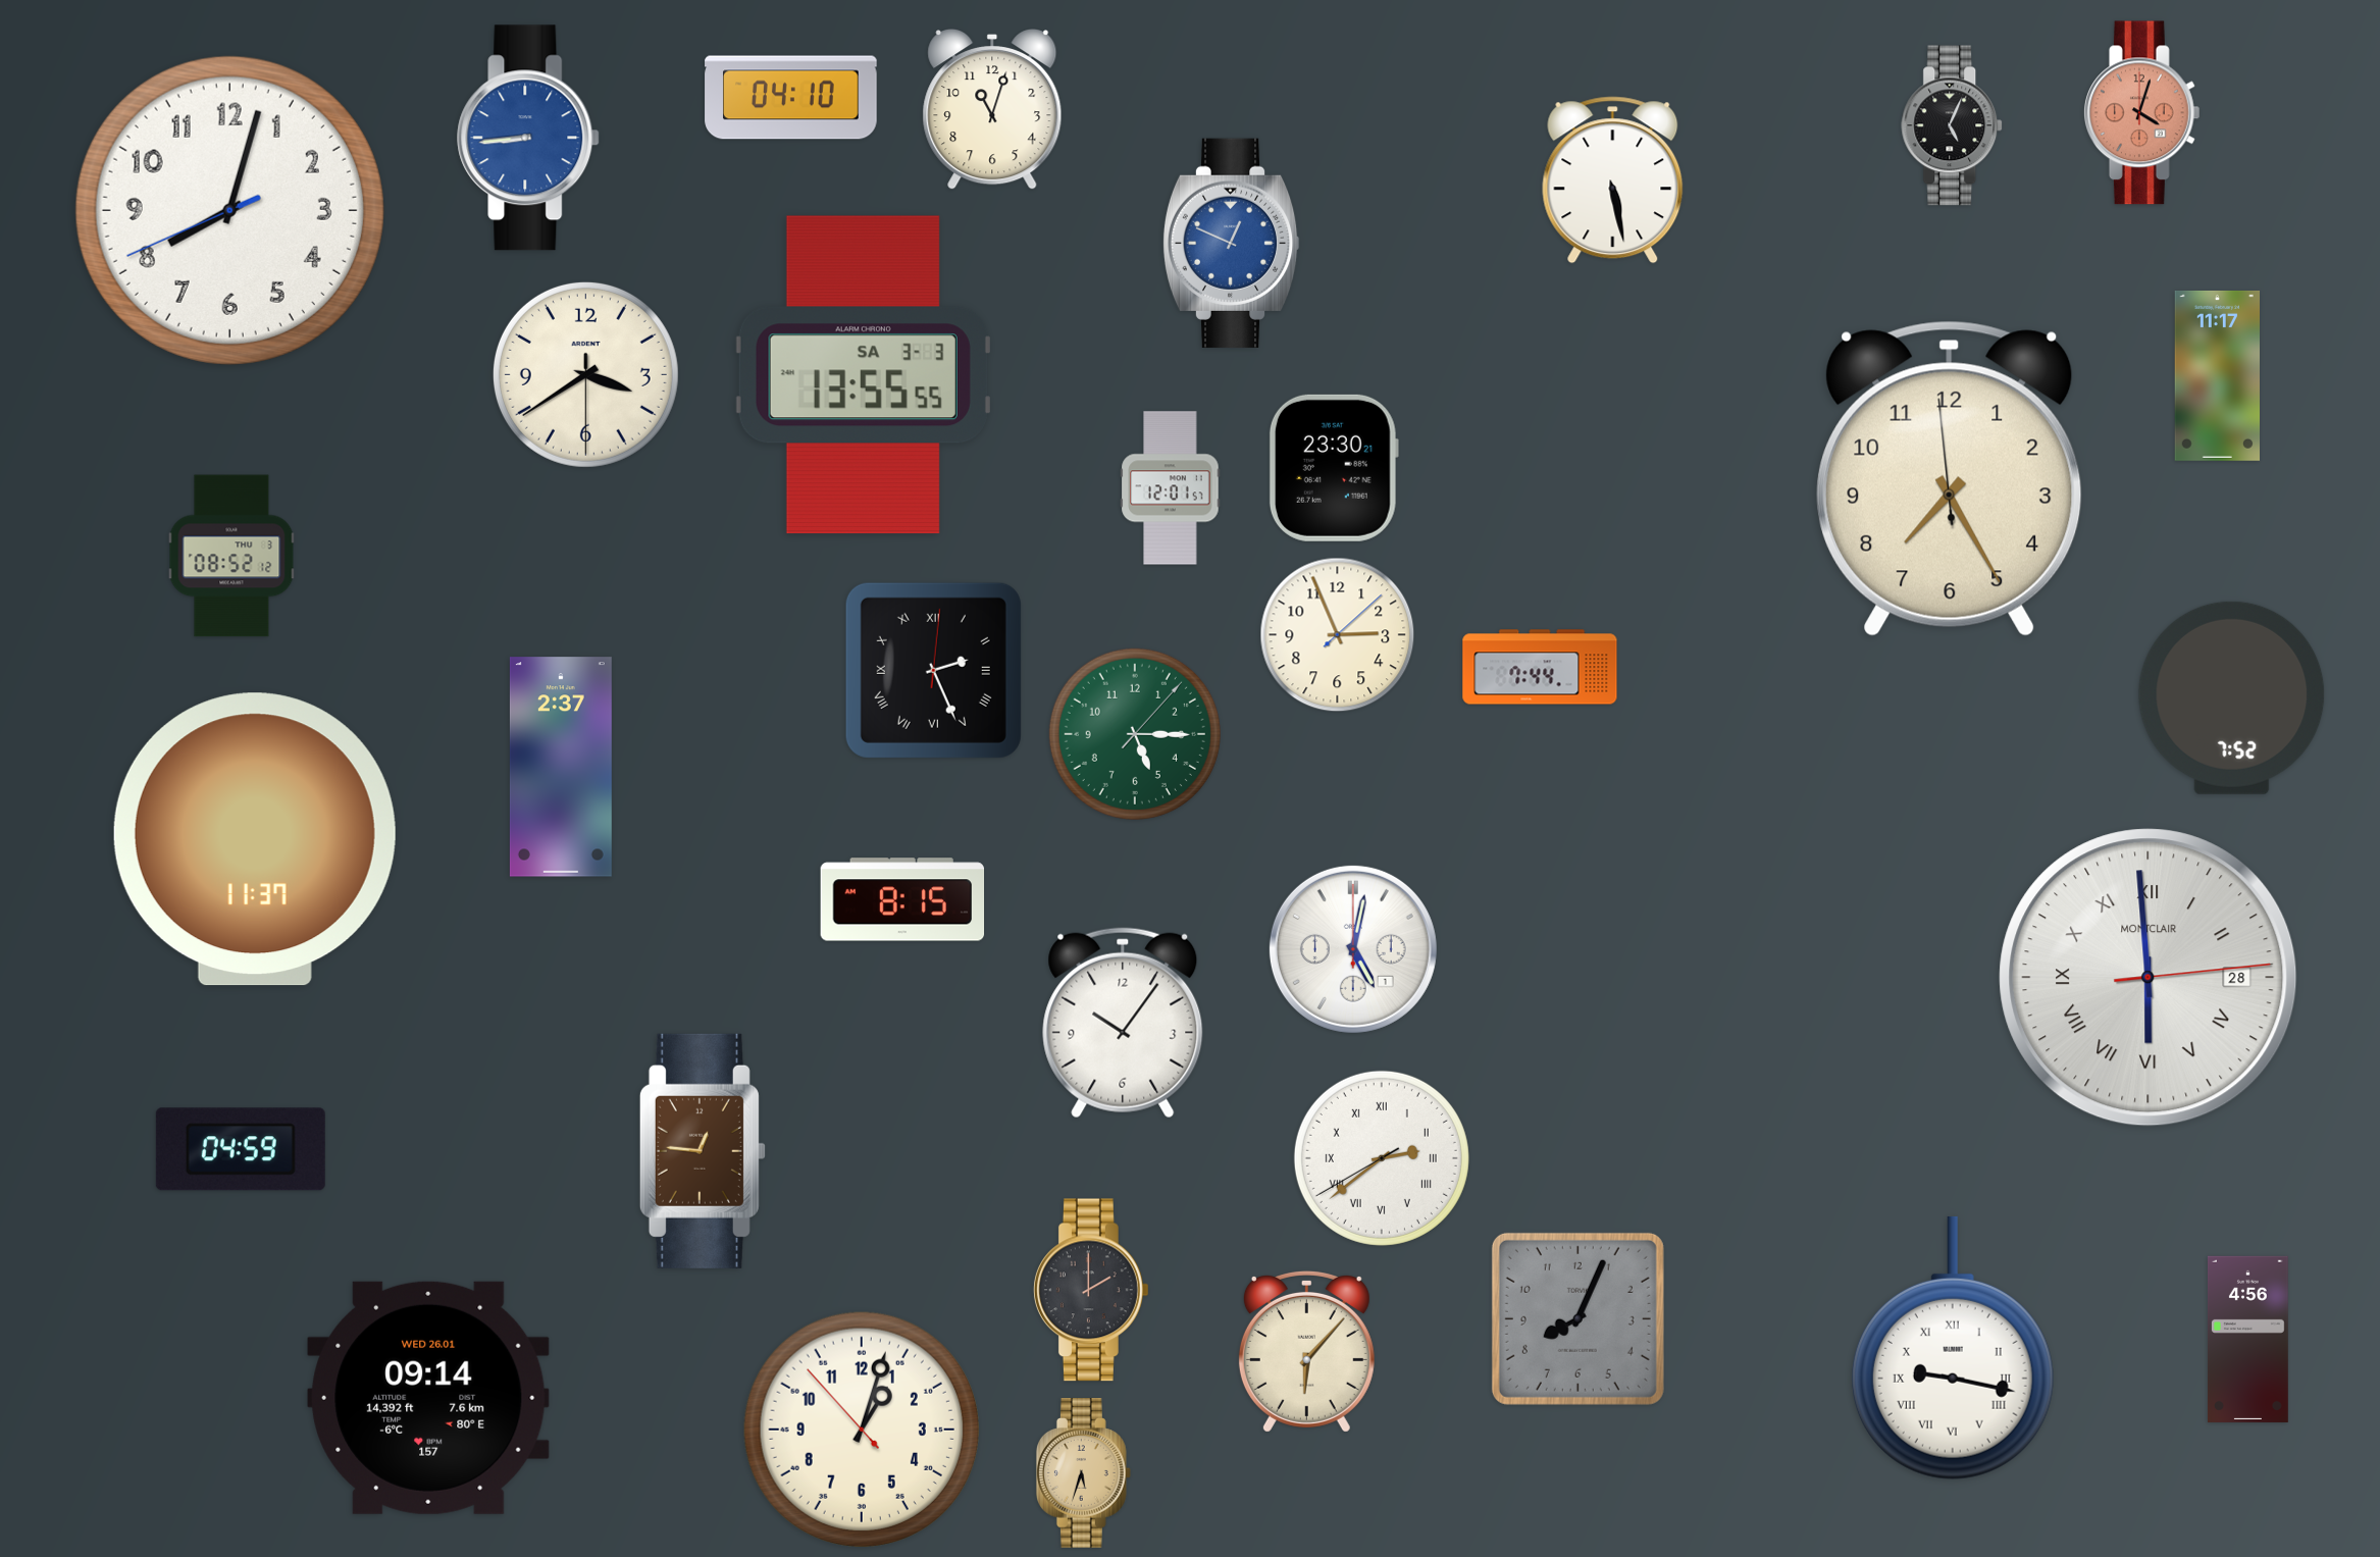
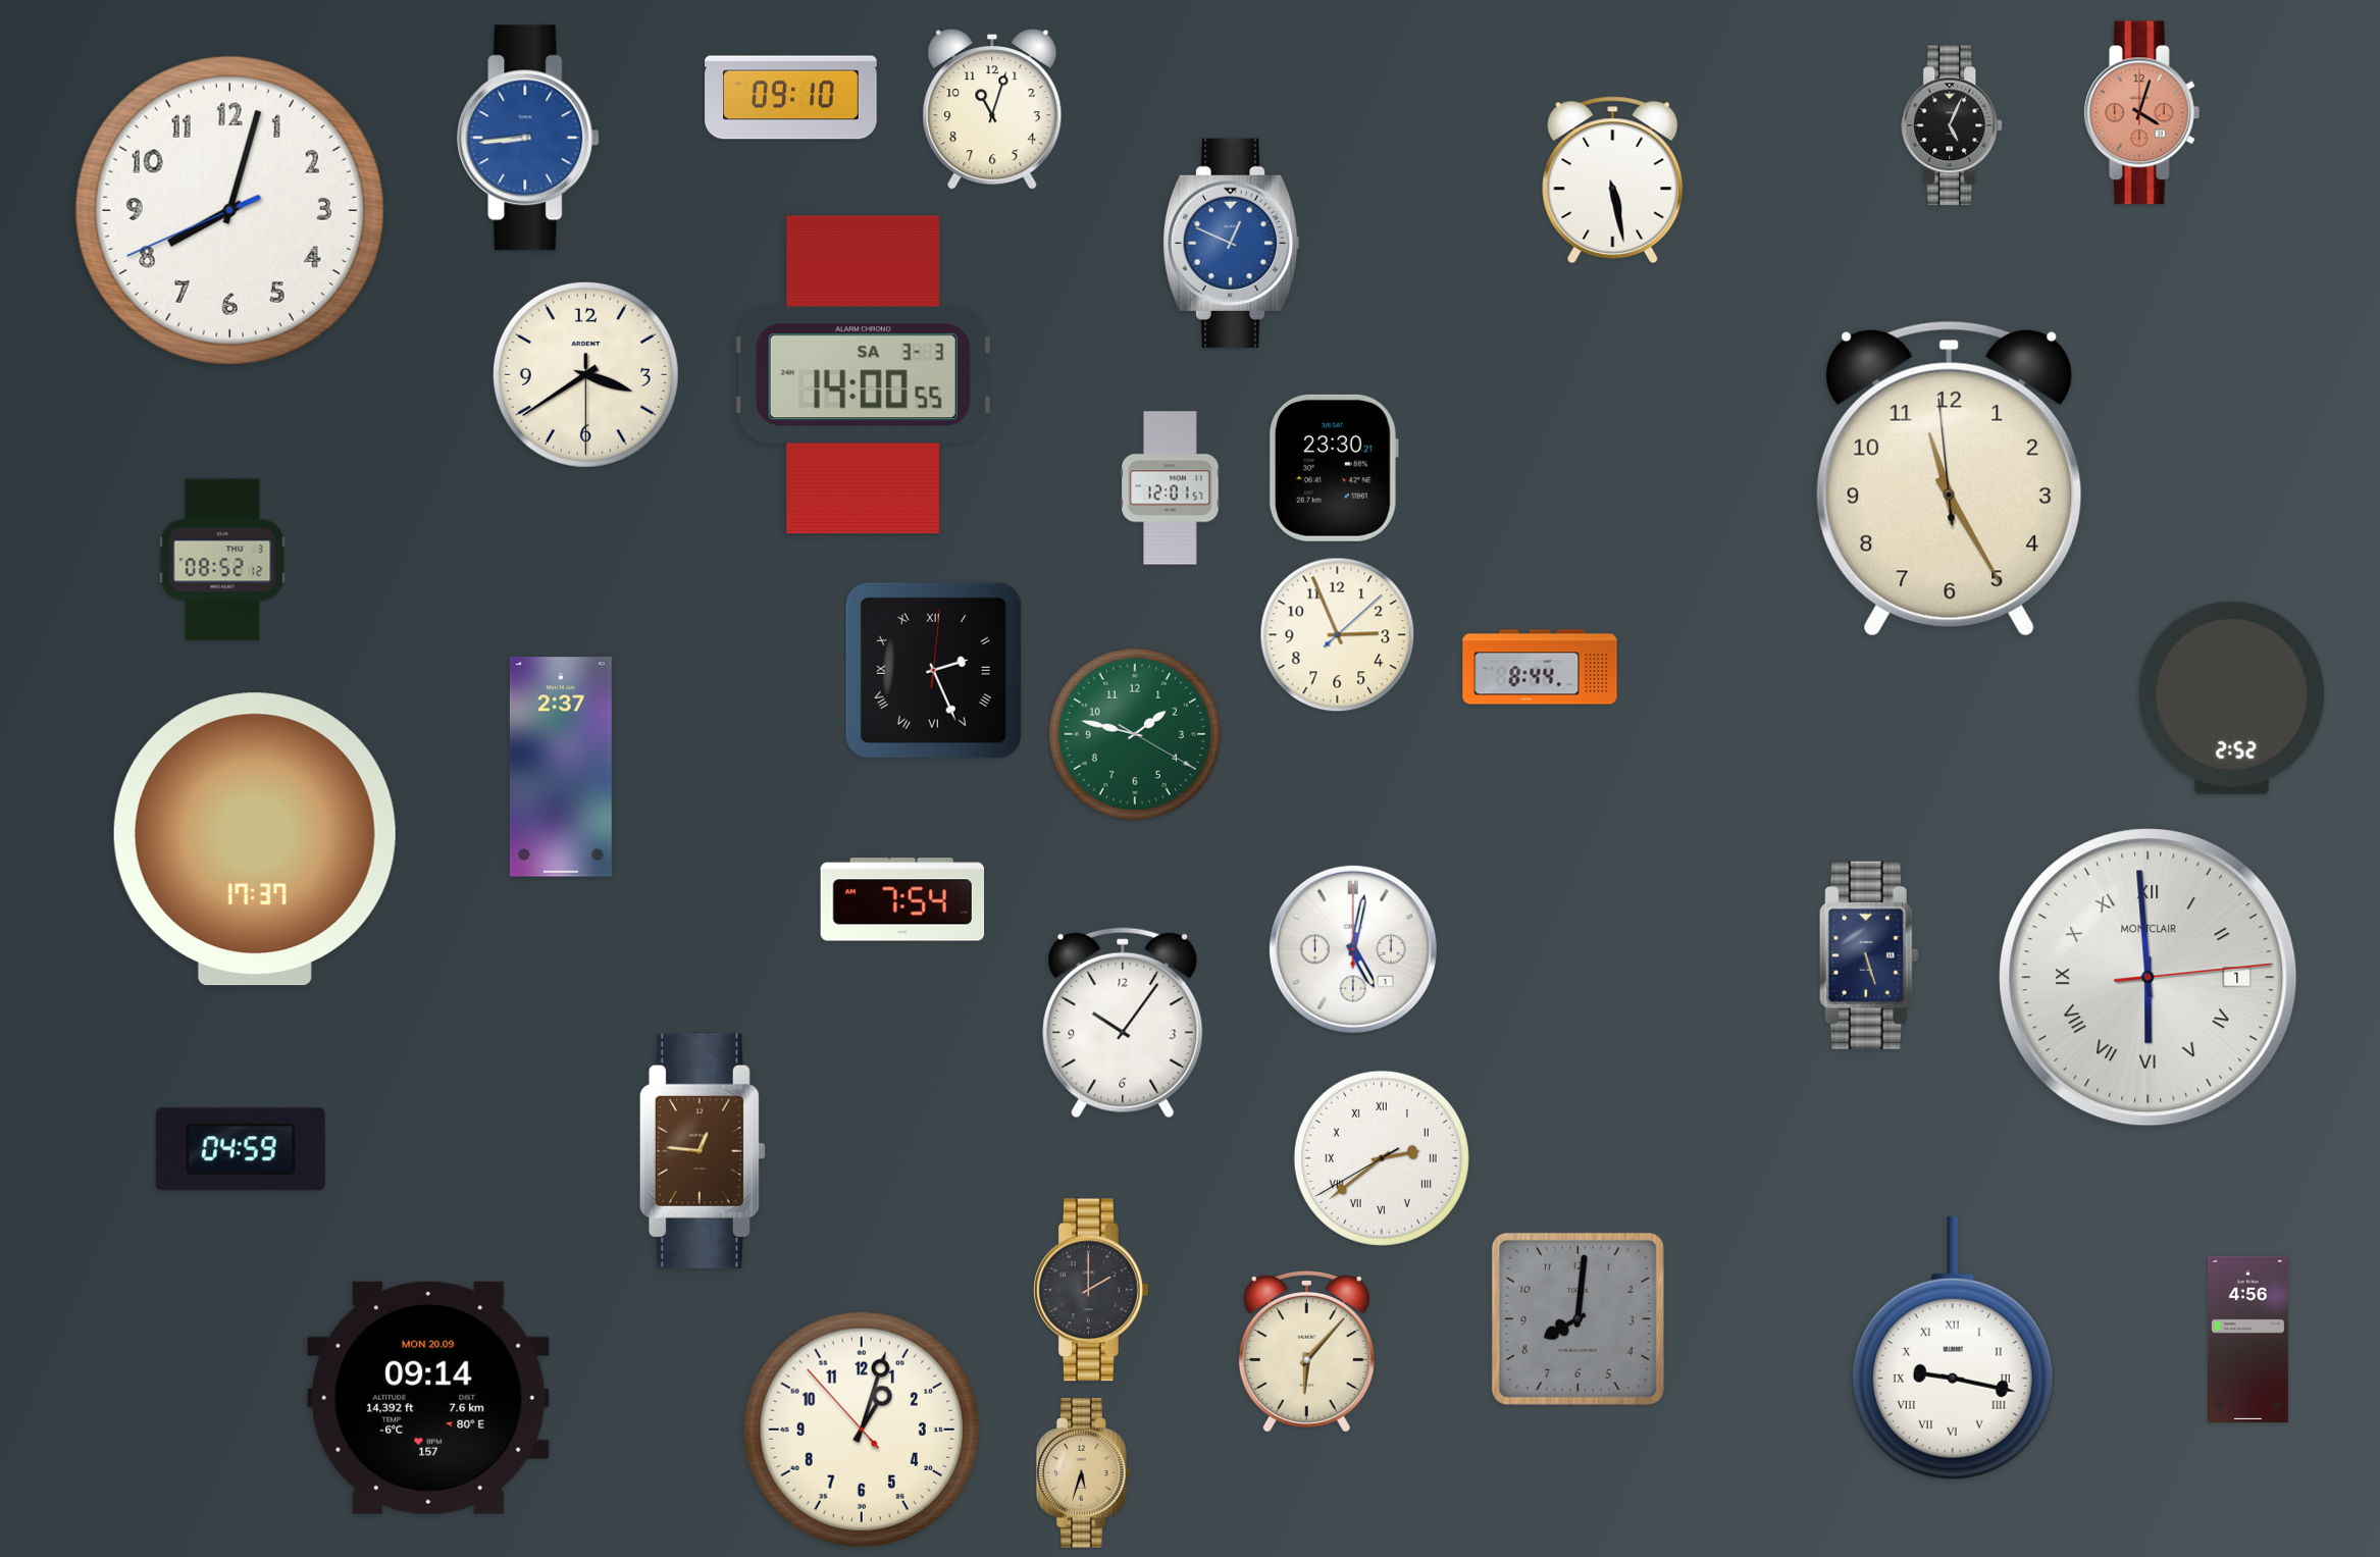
clock at (791, 98): 04:10 -> 09:10
clock at (863, 375): 13:55 -> 14:00
clock at (2217, 375): 11:17 -> none
clock at (1950, 478): 7:24 -> 11:24
clock at (231, 556) position: (231, 556) -> (222, 560)
clock at (1540, 667): 7:44 -> 8:44
clock at (2232, 697): 7:52 -> 2:52
clock at (1135, 734): 5:15 -> 1:47
clock at (255, 839): 11:37 -> 17:37
clock at (902, 899): 8:15 -> 7:54
clock at (1869, 955): none -> 5:27
clock at (2149, 978) date: 28 -> 1
clock at (1577, 1318): 8:04 -> 8:01
clock at (429, 1398) date: WED 26.01 -> MON 20.09
